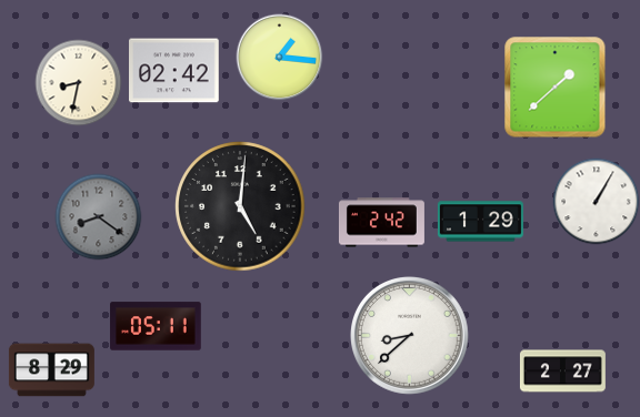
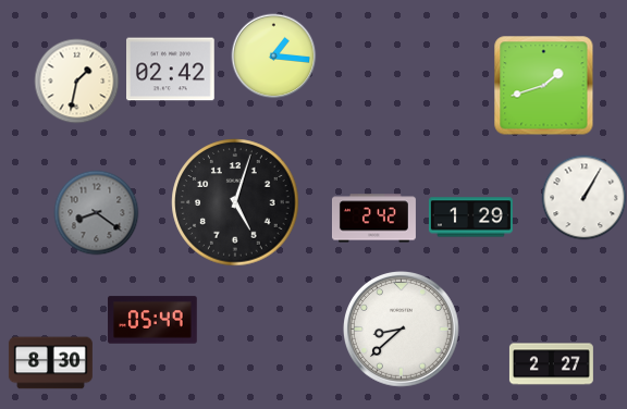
clock at (78, 82): 8:32 -> 1:32
clock at (554, 87): 1:38 -> 1:42
clock at (240, 206): 5:01 -> 5:03
clock at (156, 326): 05:11 -> 05:49
clock at (51, 370): 8:29 -> 8:30
